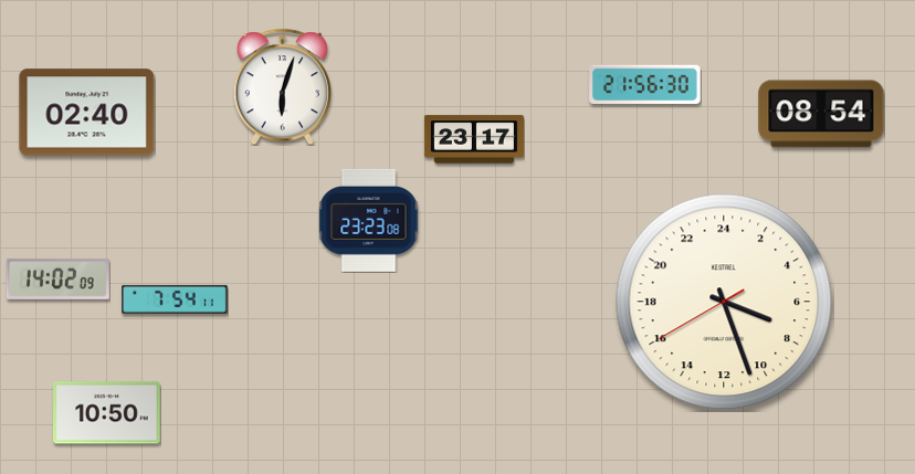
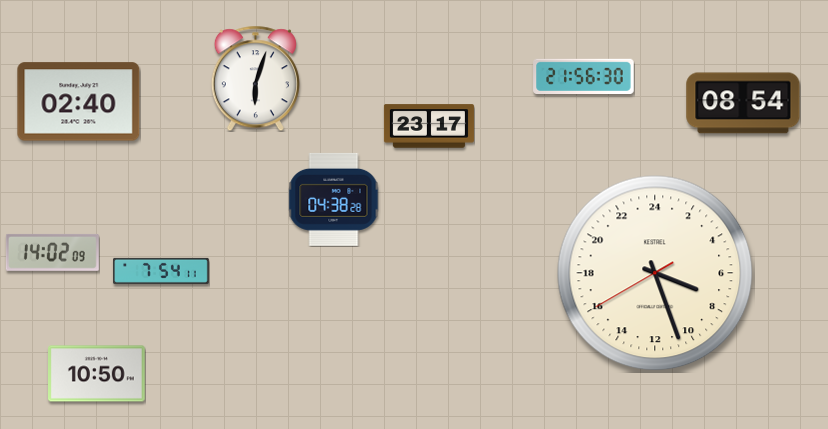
clock at (369, 220): 23:23 -> 04:38
clock at (176, 299) position: (176, 299) -> (162, 271)
